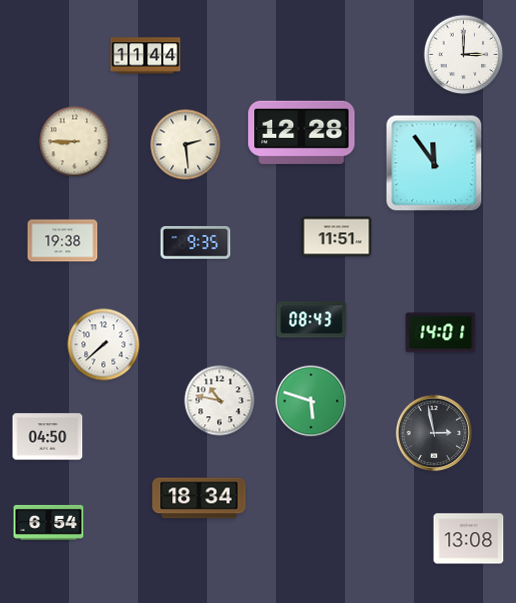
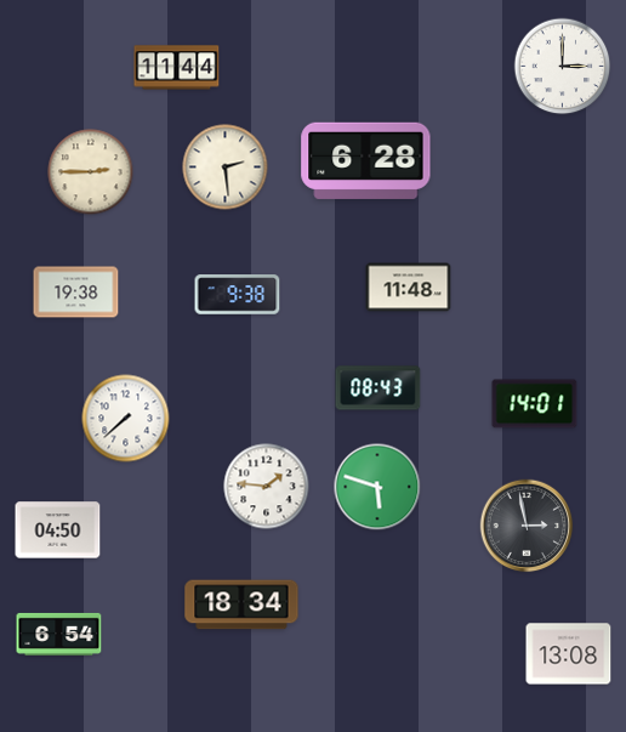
clock at (302, 132): 12:28 -> 6:28
clock at (75, 142): 8:45 -> 2:45
clock at (186, 145) position: (186, 145) -> (226, 168)
clock at (434, 163): 11:54 -> none
clock at (337, 237): 11:51 -> 11:48
clock at (196, 243): 9:35 -> 9:38
clock at (220, 401): 10:47 -> 1:46
